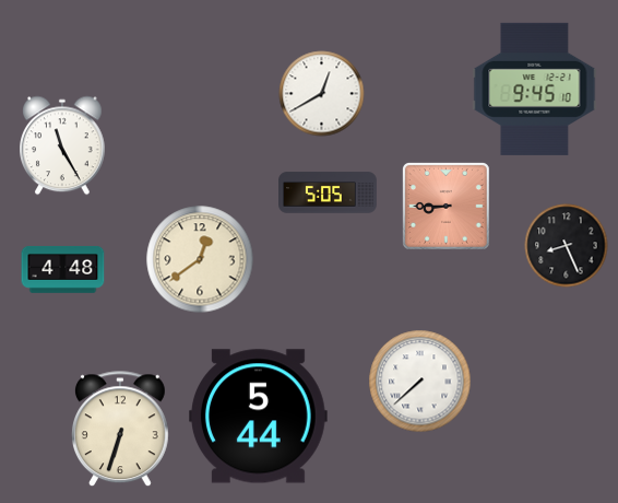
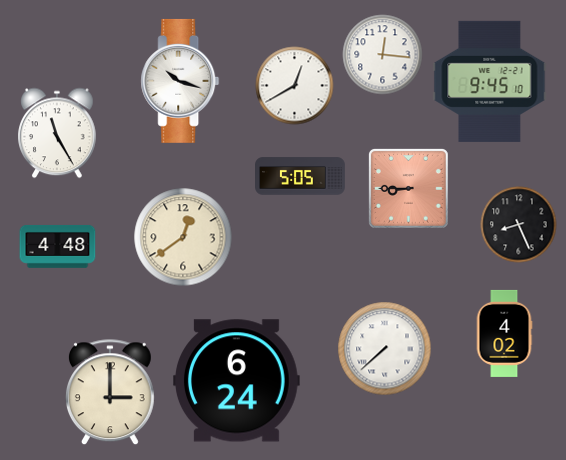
clock at (383, 55): none -> 12:16
clock at (180, 81): none -> 10:18
clock at (504, 333): none -> 4:02
clock at (259, 417): 5:44 -> 6:24
clock at (120, 430): 6:33 -> 3:00
